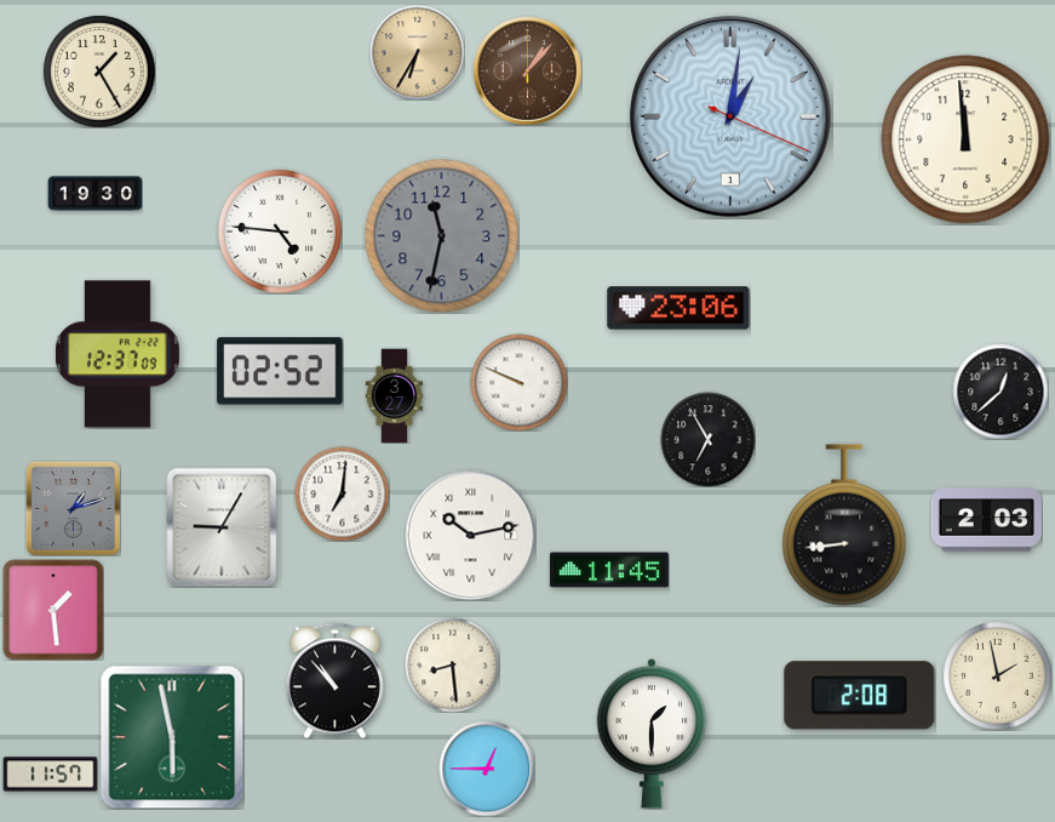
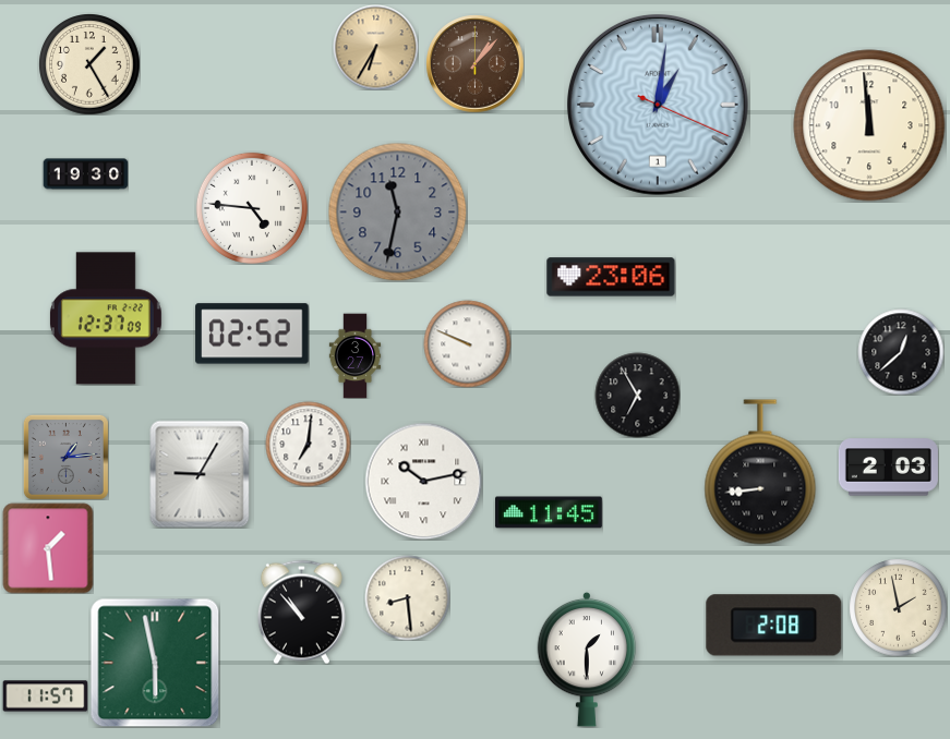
clock at (73, 508): 1:12 -> 1:14
clock at (487, 769): 12:45 -> none
